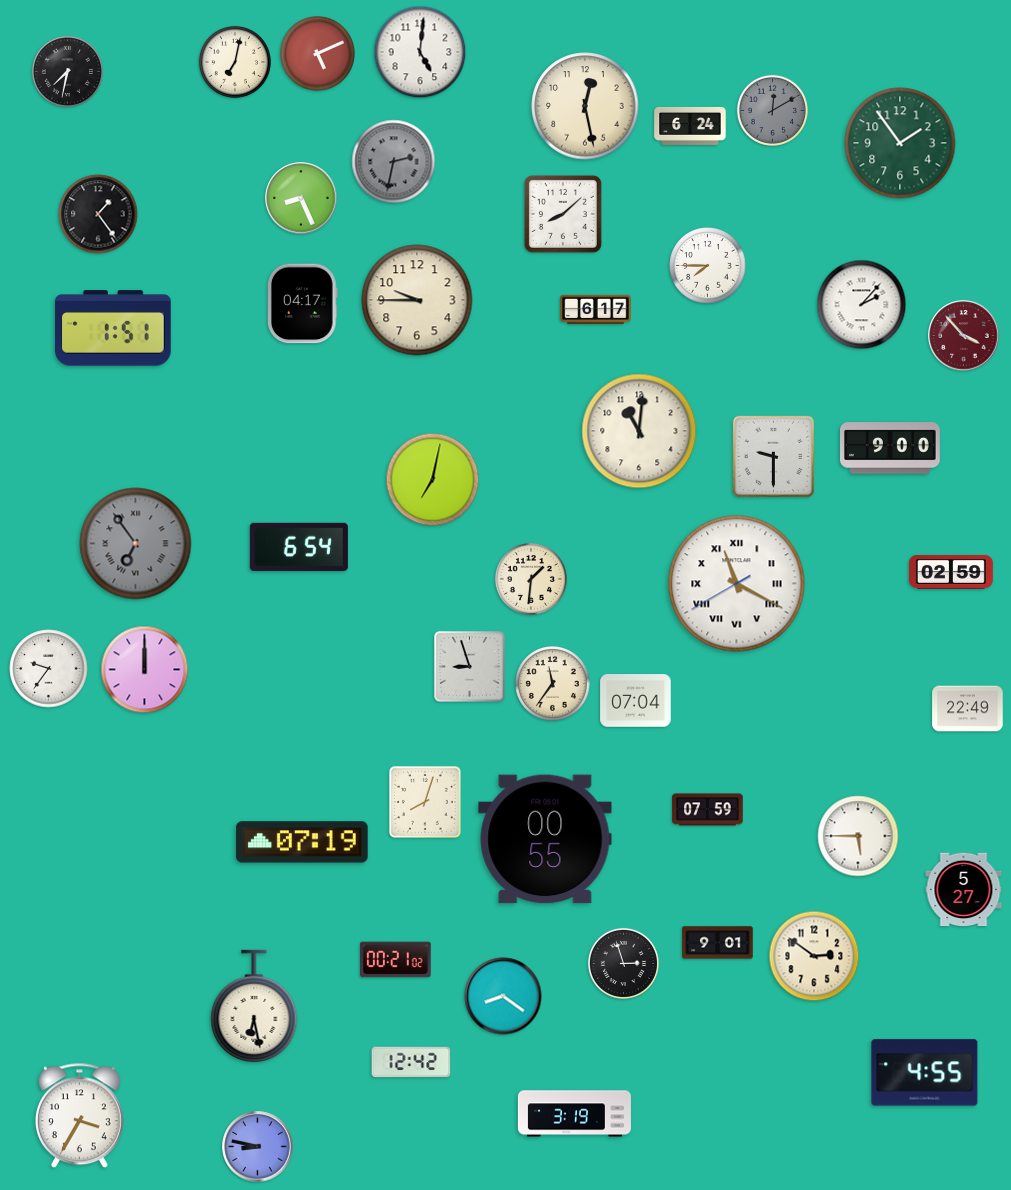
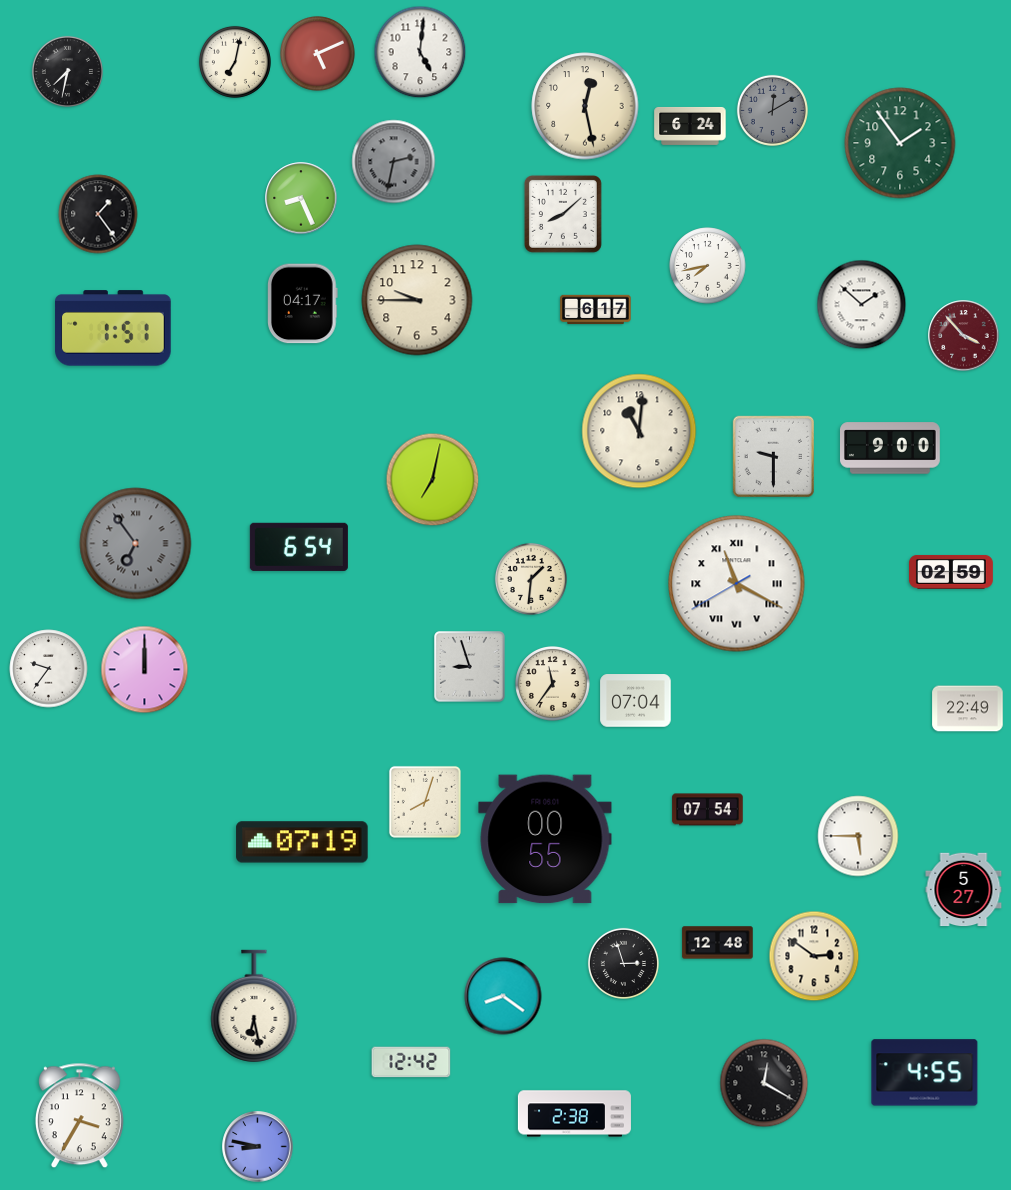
clock at (708, 266): 7:45 -> 7:43
clock at (862, 305): 2:07 -> 1:52
clock at (708, 810): 07:59 -> 07:54
clock at (718, 943): 9:01 -> 12:48
clock at (396, 960): 00:21 -> none
clock at (764, 1083): none -> 12:20
clock at (574, 1114): 3:19 -> 2:38
